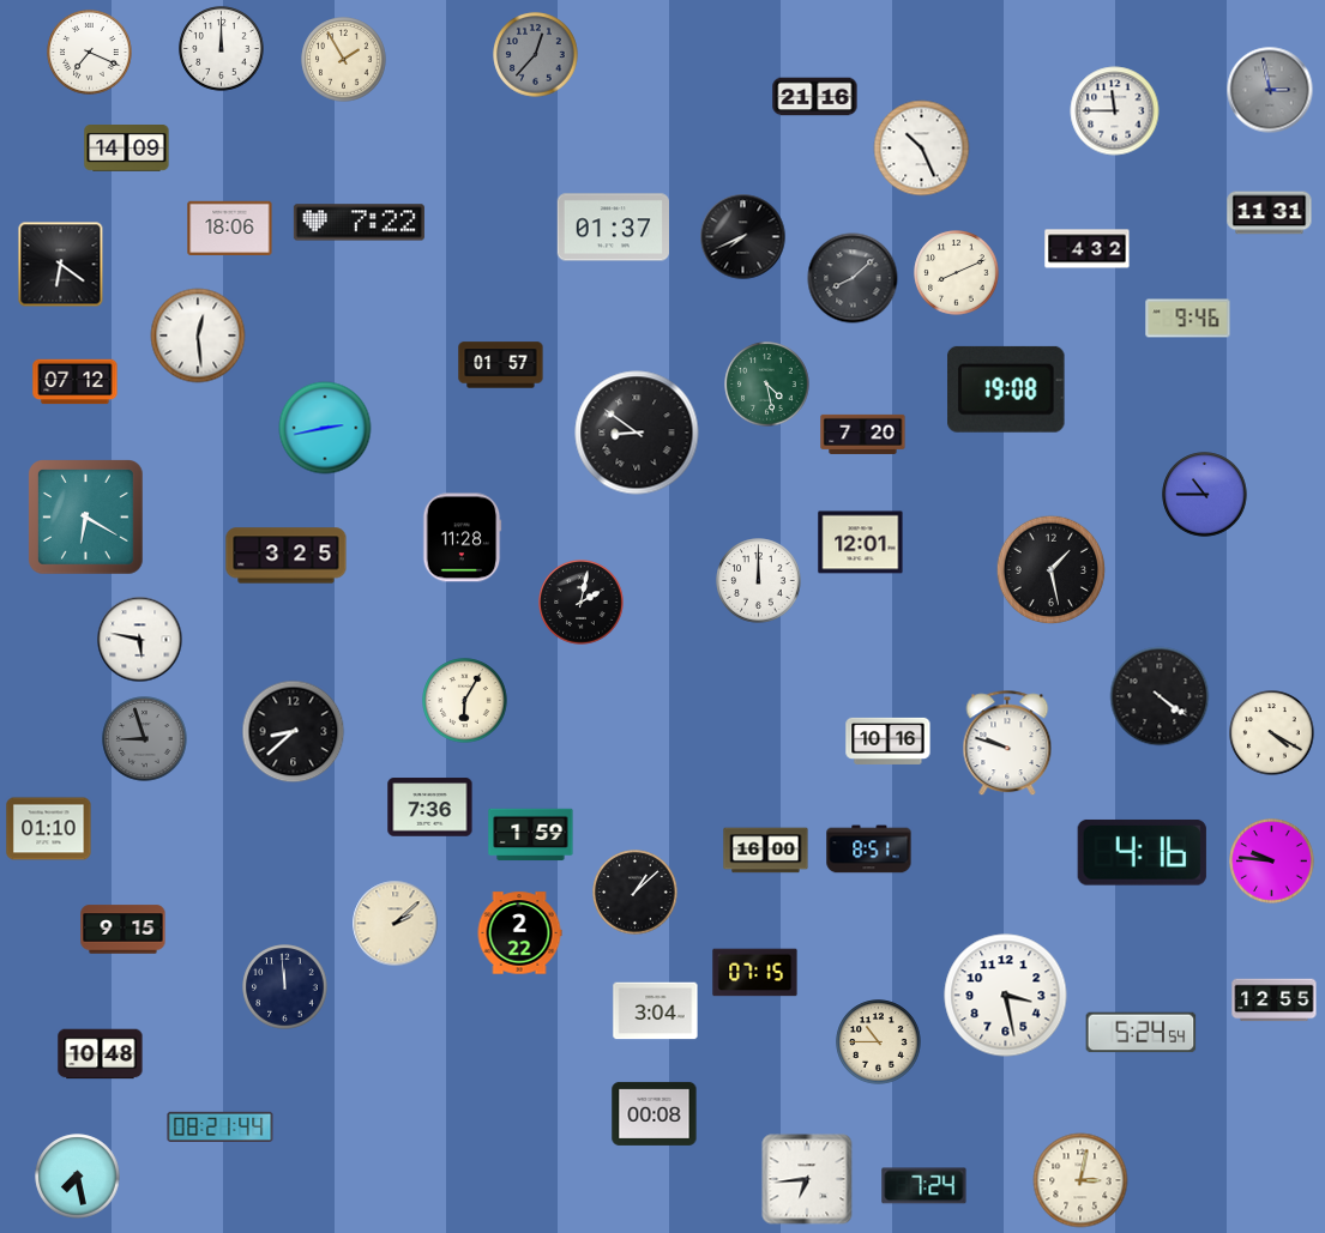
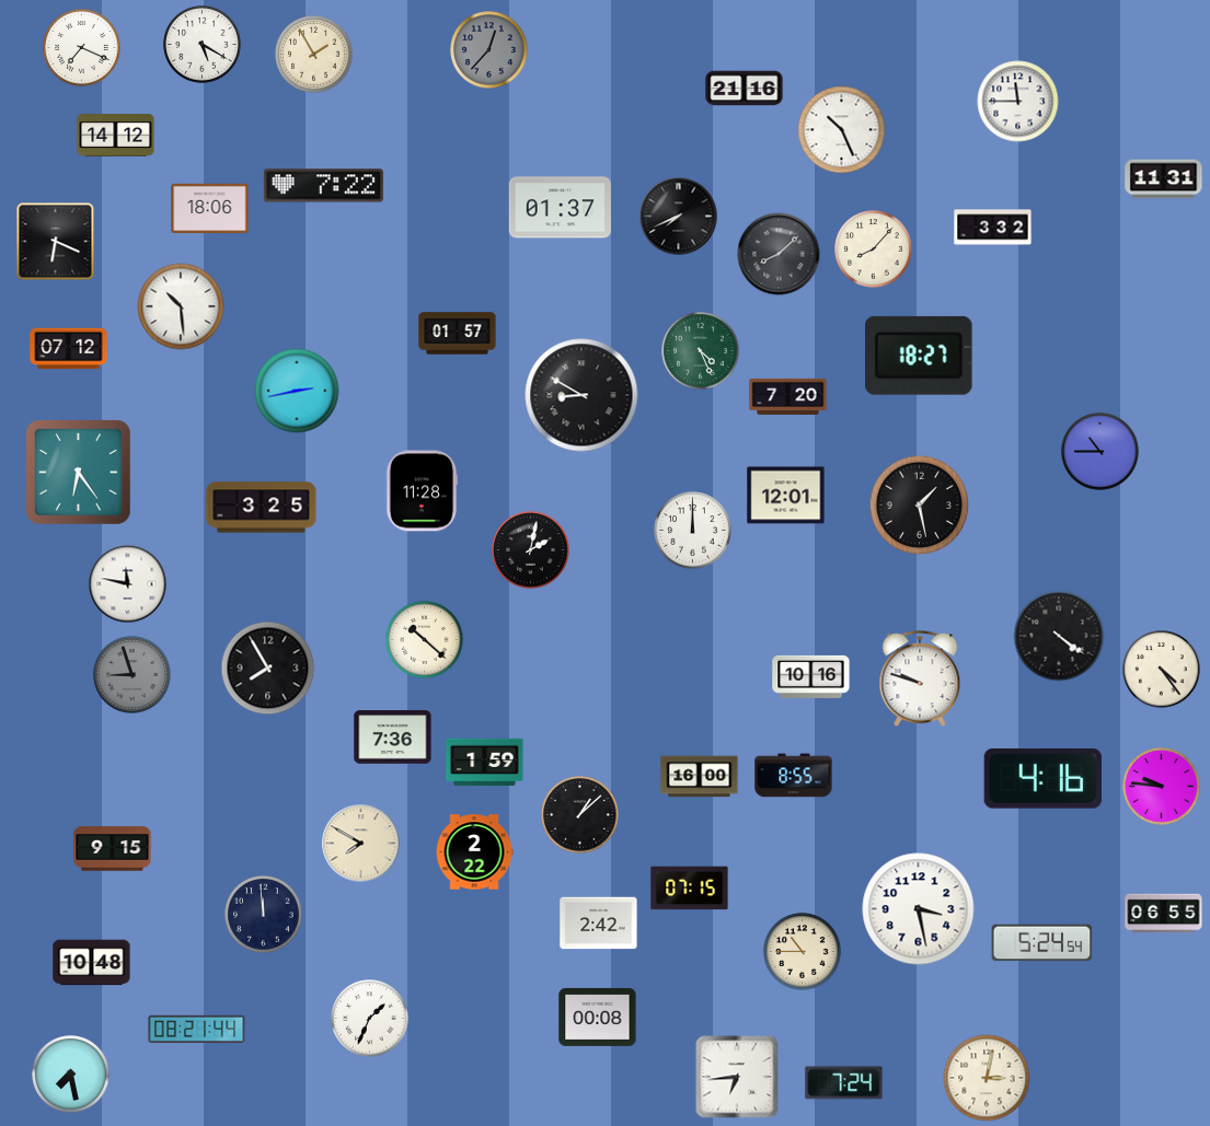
clock at (222, 49): 12:00 -> 5:20
clock at (1270, 90): 2:58 -> none
clock at (127, 149): 14:09 -> 14:12
clock at (922, 149) position: (922, 149) -> (842, 130)
clock at (1270, 213) position: (1270, 213) -> (1164, 179)
clock at (359, 223) position: (359, 223) -> (323, 186)
clock at (1088, 249): 4:32 -> 3:32
clock at (61, 265): 6:21 -> 6:19
clock at (957, 273): 8:11 -> 8:07
clock at (1188, 319): 9:46 -> none
clock at (198, 336): 12:29 -> 10:29
clock at (767, 385): 4:28 -> 4:26
clock at (1007, 389): 19:08 -> 18:27
clock at (637, 433): 8:51 -> 8:50
clock at (86, 518): 6:20 -> 6:24
clock at (1052, 570) position: (1052, 570) -> (920, 506)
clock at (140, 640): 5:47 -> 11:47
clock at (465, 701): 6:05 -> 10:22
clock at (294, 732): 8:38 -> 7:55
clock at (1272, 733): 4:20 -> 4:24
clock at (49, 829): 01:10 -> none
clock at (869, 850): 8:51 -> 8:55
clock at (396, 924): 2:08 -> 7:50
clock at (285, 987) position: (285, 987) -> (264, 915)
clock at (1275, 1001): 12:55 -> 06:55
clock at (656, 1011): 3:04 -> 2:42
clock at (370, 1019): none -> 1:34
clock at (221, 1126) position: (221, 1126) -> (197, 1029)
